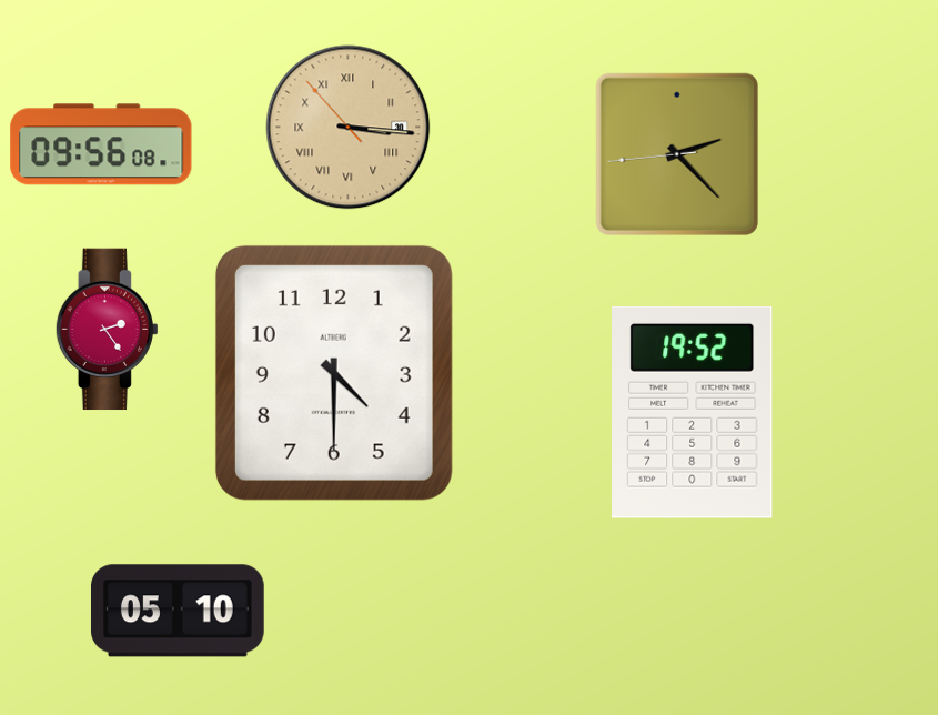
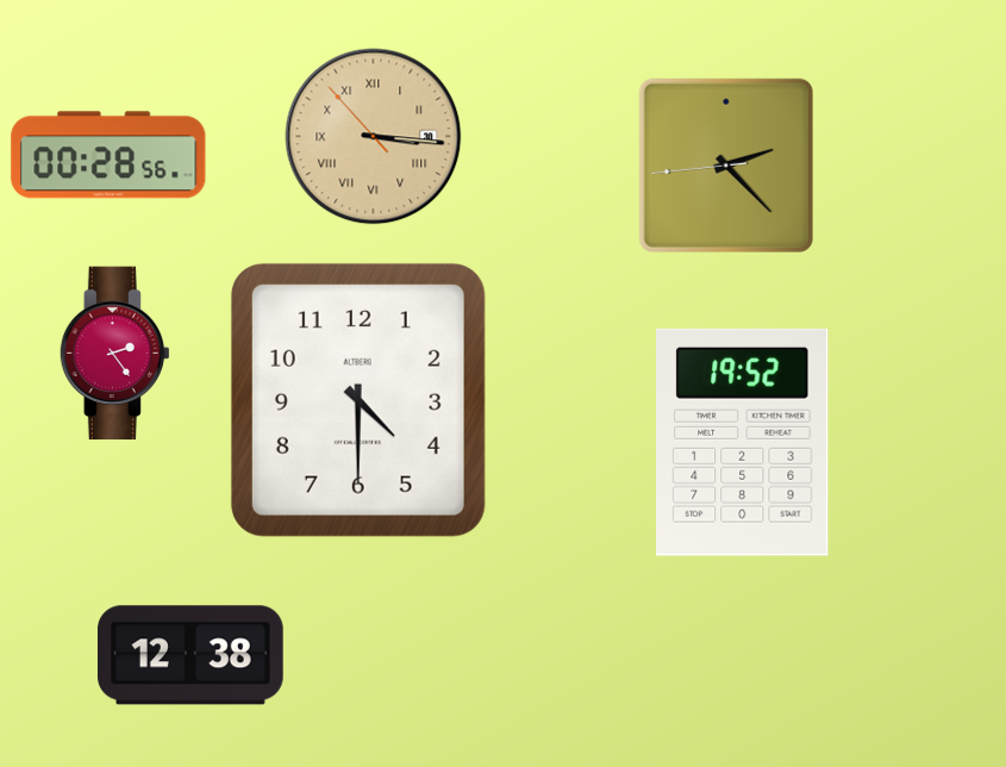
clock at (101, 144): 09:56 -> 00:28
clock at (178, 611): 05:10 -> 12:38
